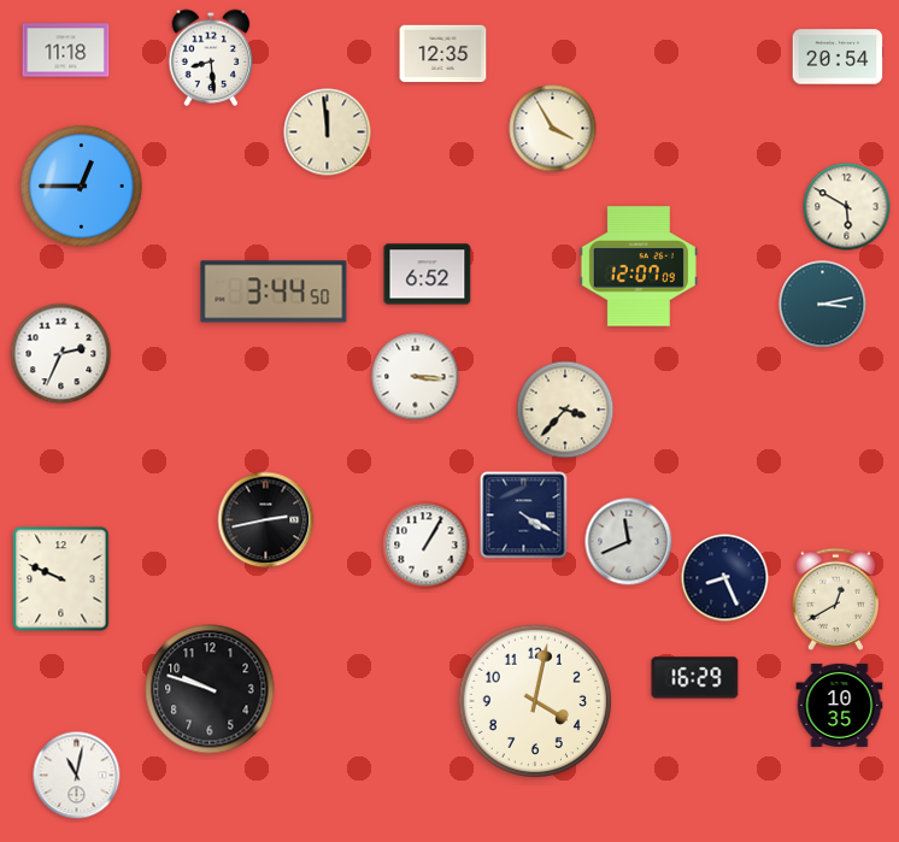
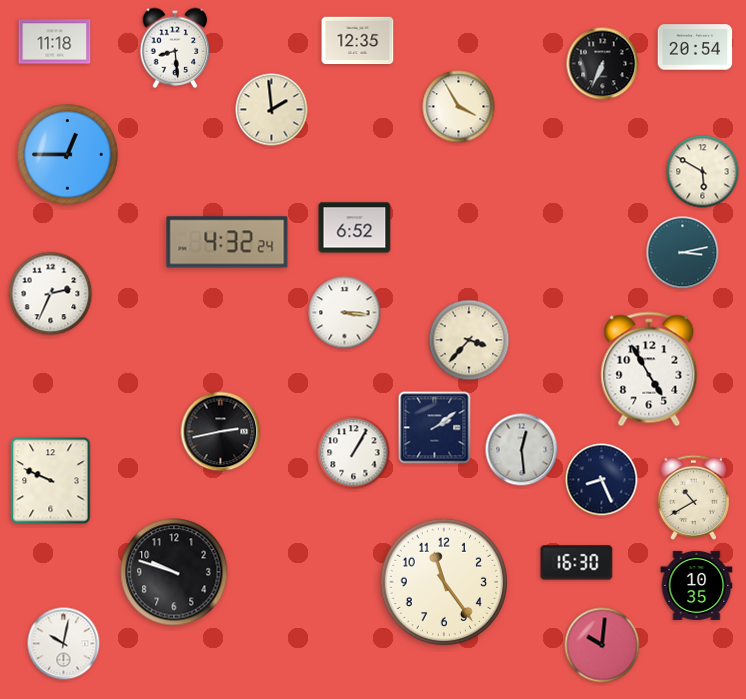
clock at (443, 54) position: (443, 54) -> (358, 41)
clock at (603, 64): none -> 6:34
clock at (328, 133): 11:59 -> 1:59
clock at (639, 266): 12:07 -> none
clock at (274, 292): 3:44 -> 4:32
clock at (649, 369): none -> 4:55
clock at (524, 516): 4:20 -> 2:09
clock at (629, 542): 11:41 -> 12:29
clock at (835, 599): 12:40 -> 10:40
clock at (695, 678): 16:29 -> 16:30
clock at (534, 700): 4:02 -> 11:24
clock at (77, 776): 11:02 -> 10:02
clock at (602, 645): none -> 10:01
